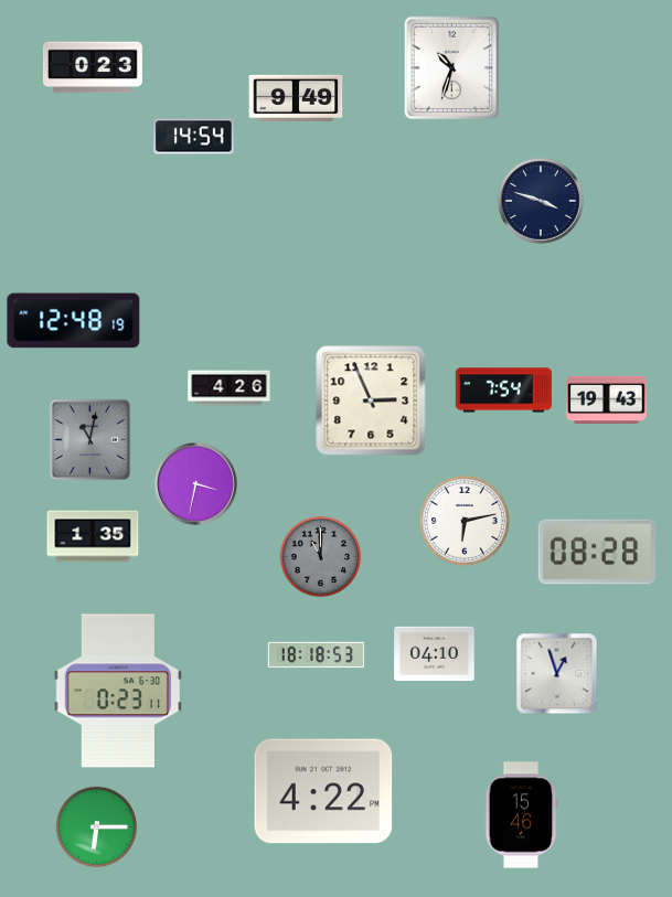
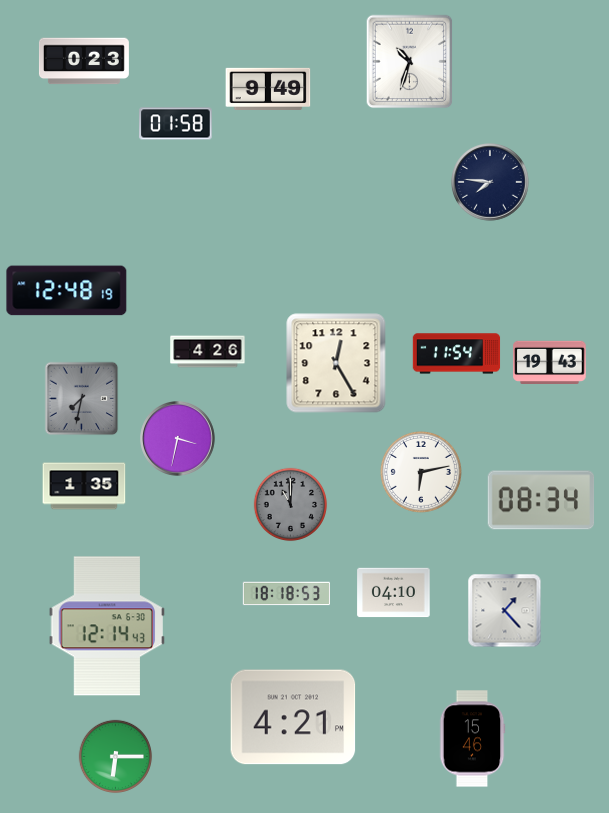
clock at (194, 137): 14:54 -> 01:58
clock at (541, 201): 3:48 -> 7:46
clock at (504, 391): 7:54 -> 11:54
clock at (371, 401): 2:56 -> 12:25
clock at (90, 440): 11:02 -> 7:32
clock at (597, 552): 08:28 -> 08:34
clock at (557, 674): 12:57 -> 1:23
clock at (118, 691): 0:23 -> 12:14
clock at (323, 791): 4:22 -> 4:21
clock at (97, 827) position: (97, 827) -> (116, 757)
